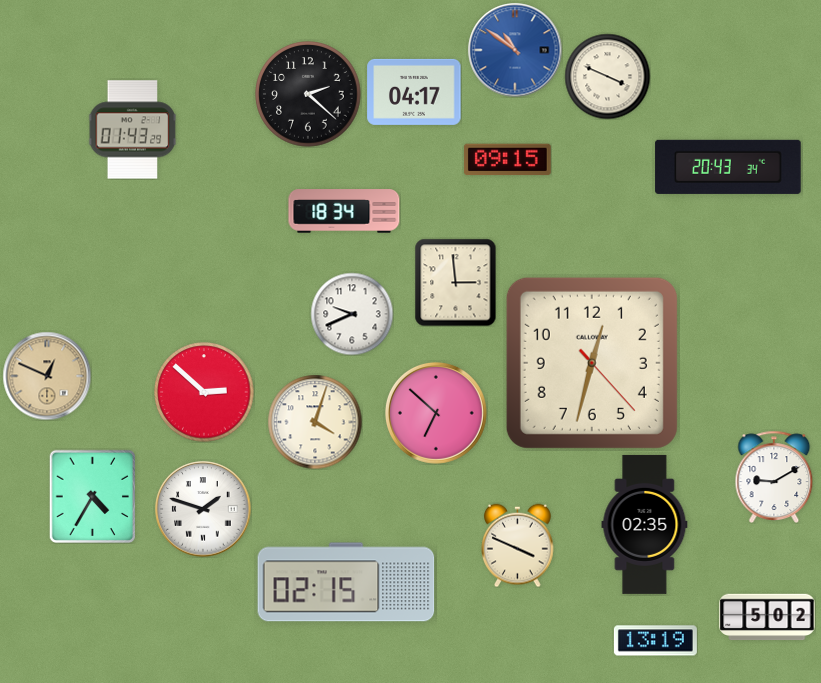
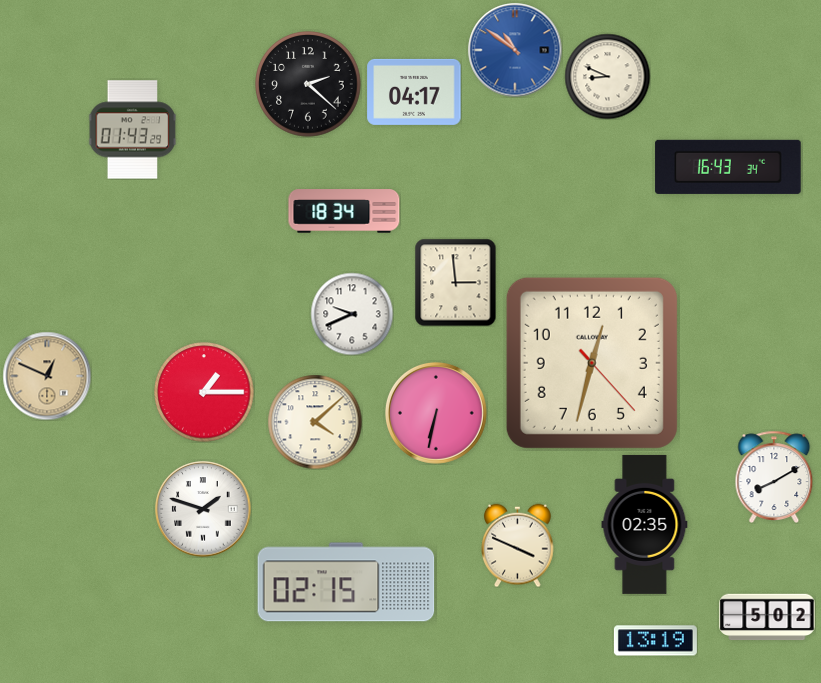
clock at (607, 76): 3:49 -> 8:49
clock at (308, 94) position: (308, 94) -> (308, 84)
clock at (507, 160): 09:15 -> none
clock at (728, 167): 20:43 -> 16:43
clock at (204, 392): 2:52 -> 1:15
clock at (436, 413): 6:52 -> 6:32
clock at (315, 422): 4:03 -> 4:08
clock at (774, 477): 9:10 -> 8:10
clock at (93, 496): 4:35 -> none
